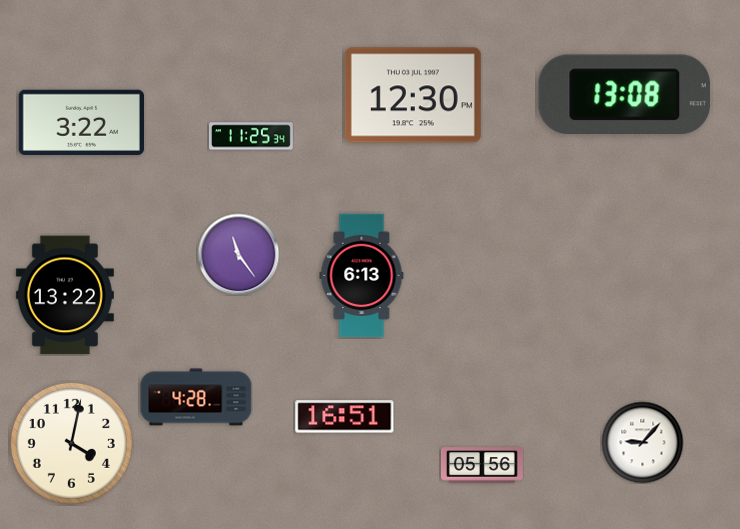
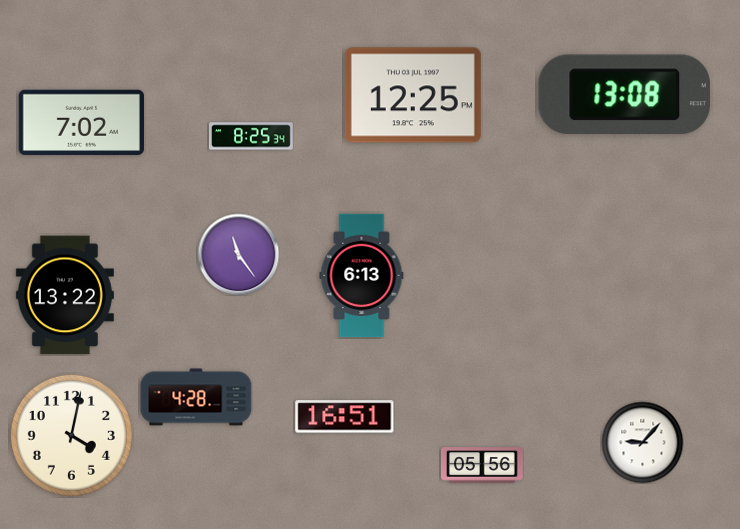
clock at (413, 95): 12:30 -> 12:25
clock at (81, 122): 3:22 -> 7:02
clock at (252, 136): 11:25 -> 8:25
clock at (71, 443) position: (71, 443) -> (71, 435)
